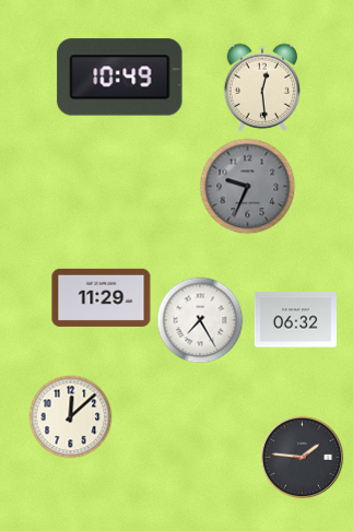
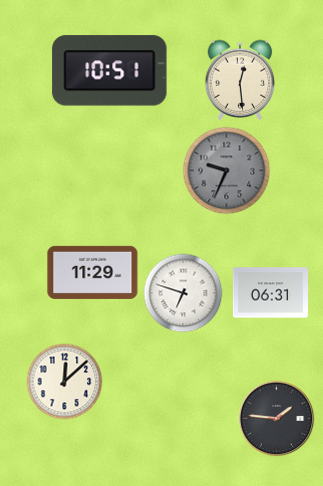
clock at (120, 78): 10:49 -> 10:51
clock at (200, 320): 7:25 -> 6:48
clock at (295, 320): 06:32 -> 06:31
